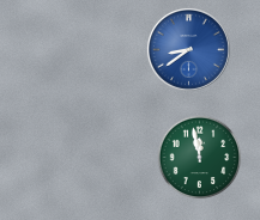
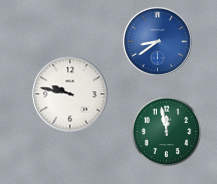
clock at (70, 94): none -> 9:47
